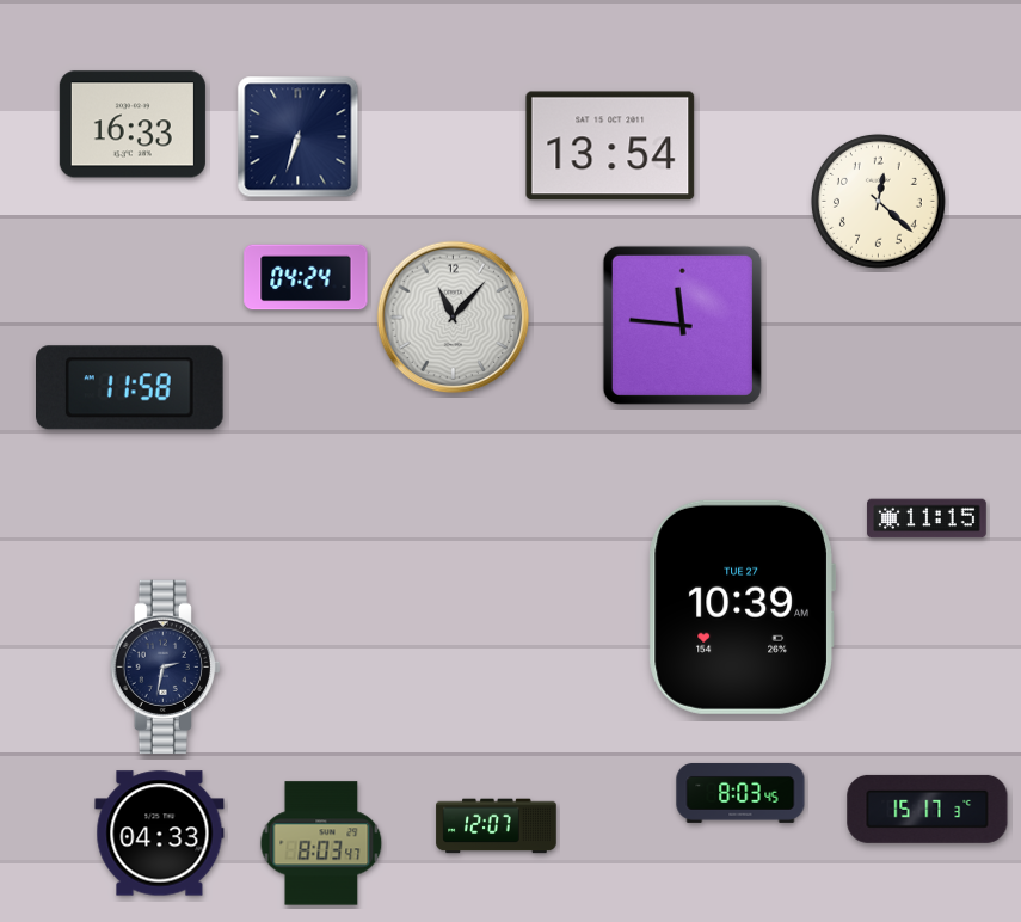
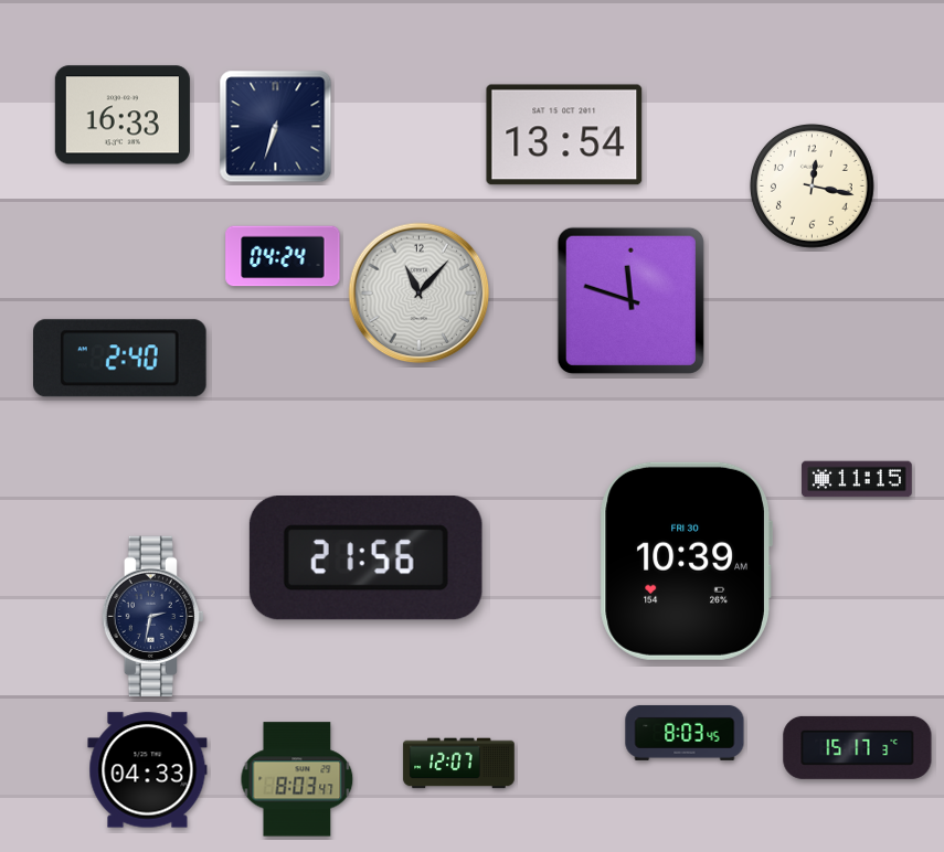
clock at (878, 201): 12:22 -> 12:17
clock at (682, 325): 11:46 -> 11:48
clock at (130, 388): 11:58 -> 2:40
clock at (365, 558): none -> 21:56
clock at (742, 607) date: TUE 27 -> FRI 30
